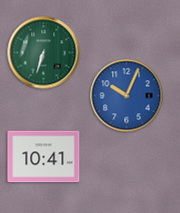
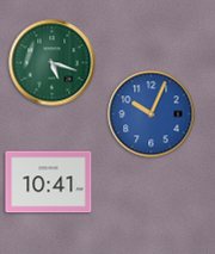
clock at (44, 53): 6:33 -> 5:18
clock at (44, 157) position: (44, 157) -> (49, 182)
